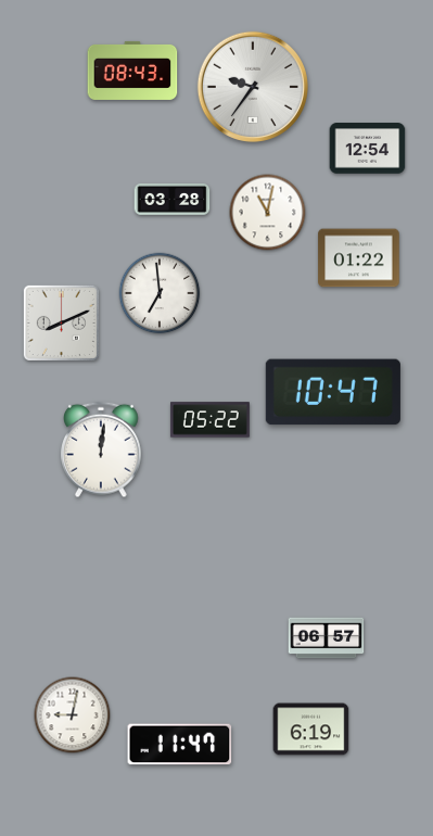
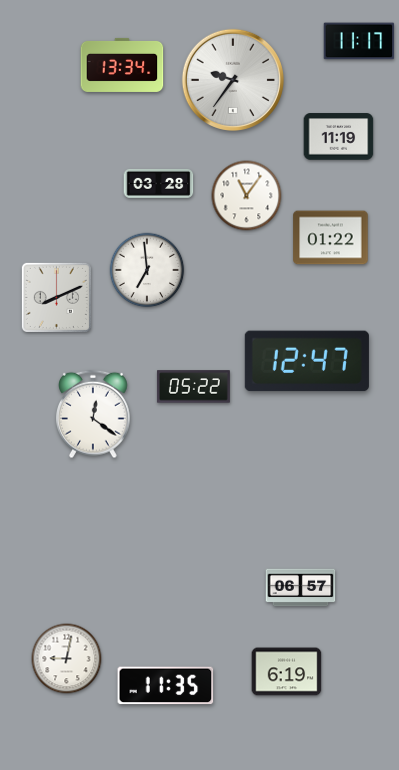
clock at (359, 41): none -> 11:17
clock at (132, 71): 08:43 -> 13:34
clock at (368, 149): 12:54 -> 11:19
clock at (268, 213): 11:02 -> 11:06
clock at (333, 392): 10:47 -> 12:47
clock at (102, 449): 12:01 -> 12:21
clock at (180, 745): 11:47 -> 11:35
